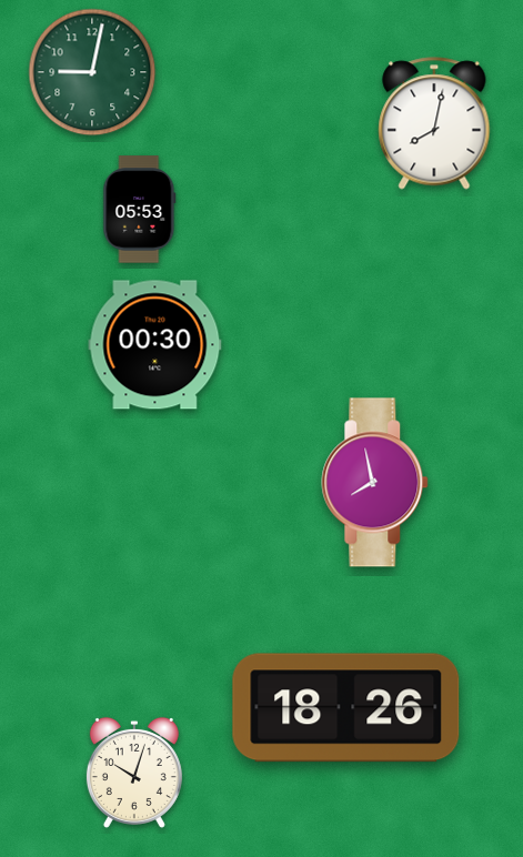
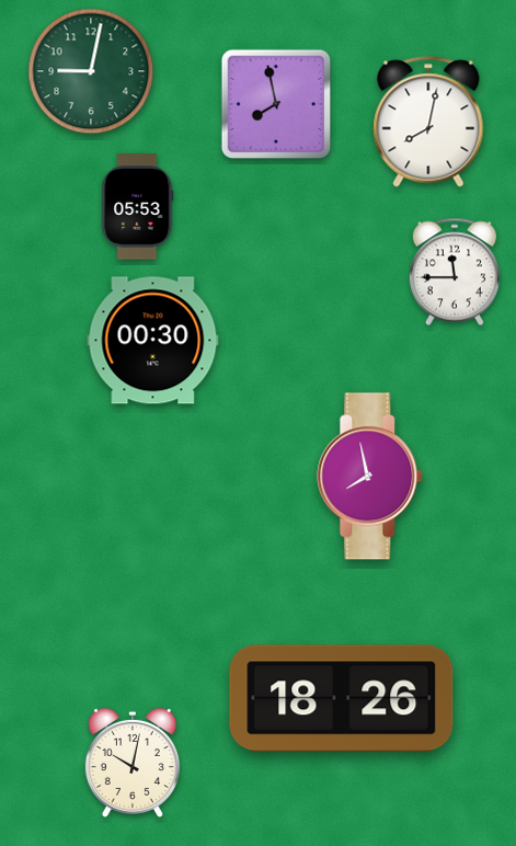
clock at (276, 104): none -> 7:58
clock at (455, 272): none -> 11:45
clock at (134, 773): 10:03 -> 10:02
